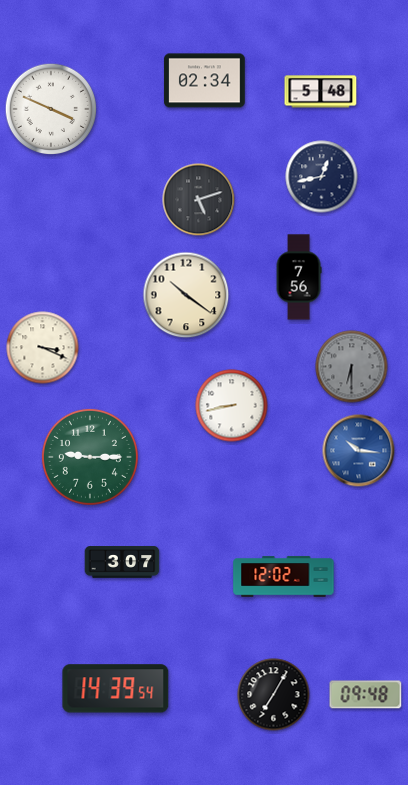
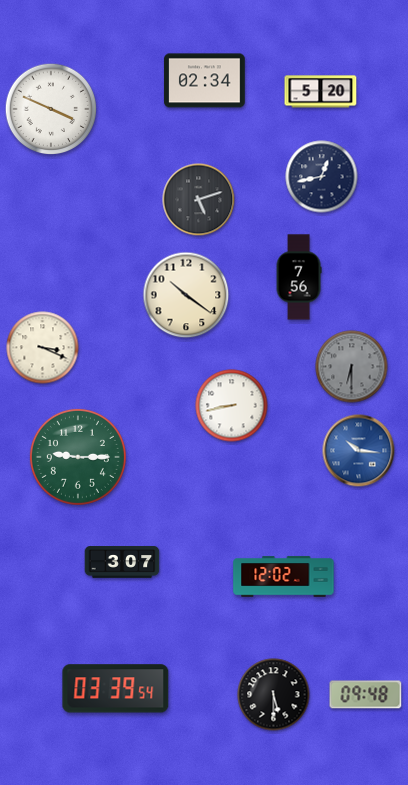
clock at (321, 92): 5:48 -> 5:20
clock at (90, 457) position: (90, 457) -> (78, 457)
clock at (116, 689): 14:39 -> 03:39
clock at (274, 695): 7:05 -> 5:30
